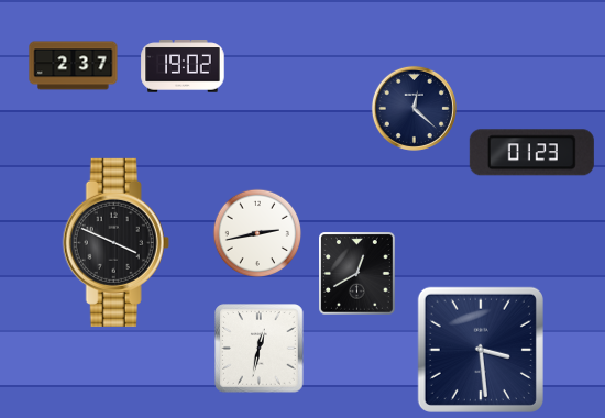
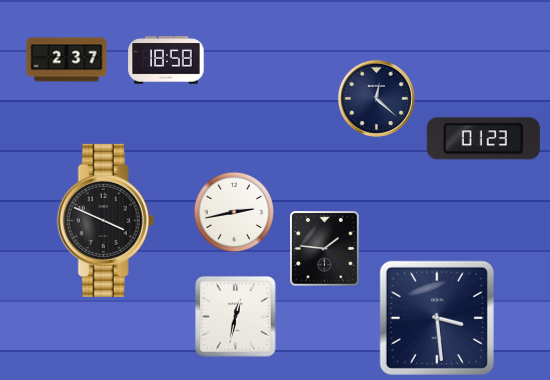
clock at (183, 66): 19:02 -> 18:58
clock at (358, 274): 12:40 -> 1:46
